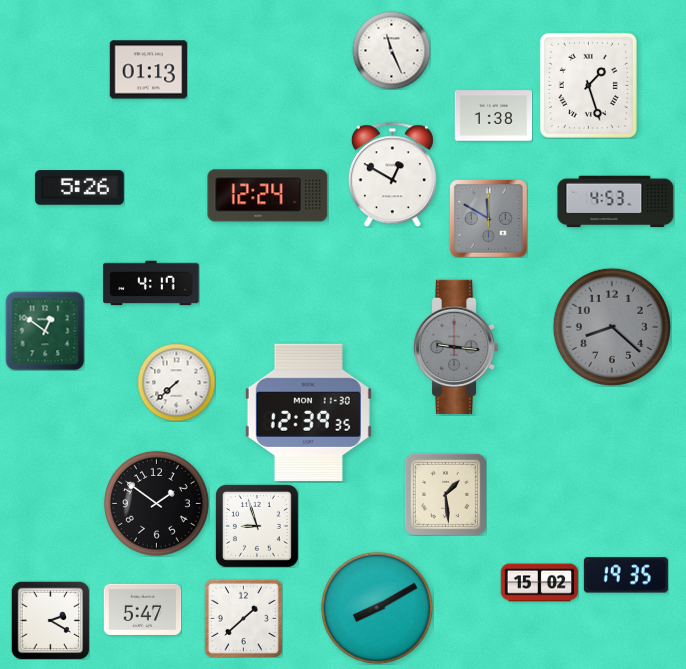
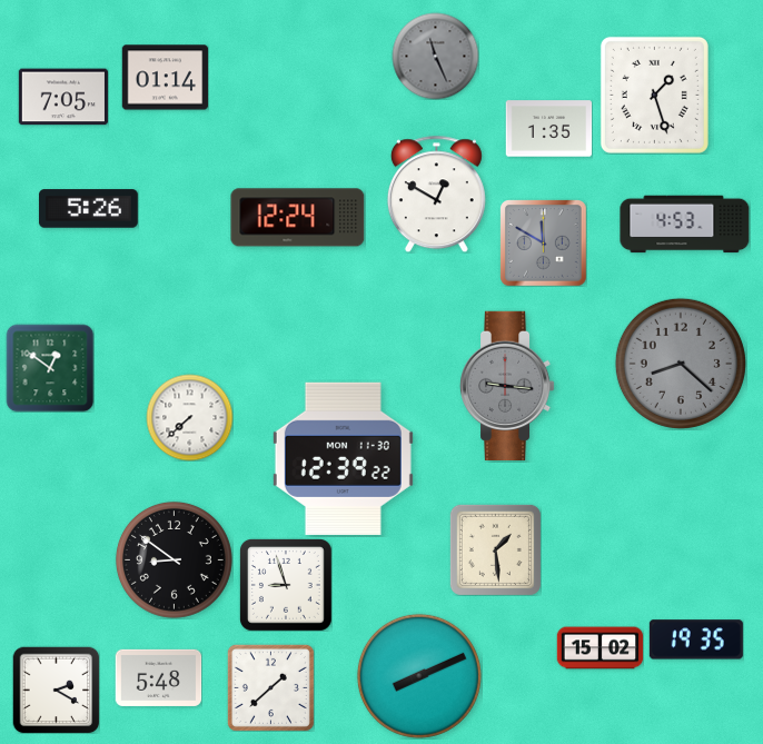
clock at (391, 50) dial: white -> grey
clock at (148, 70): 01:13 -> 01:14
clock at (63, 97): none -> 7:05
clock at (493, 116): 1:38 -> 1:35
clock at (151, 283): 4:17 -> none
clock at (176, 382) position: (176, 382) -> (189, 417)
clock at (308, 412): 12:39:35 -> 12:39:22
clock at (156, 503): 1:51 -> 8:51
clock at (377, 608): 8:10 -> 8:11
clock at (142, 609): 5:47 -> 5:48
